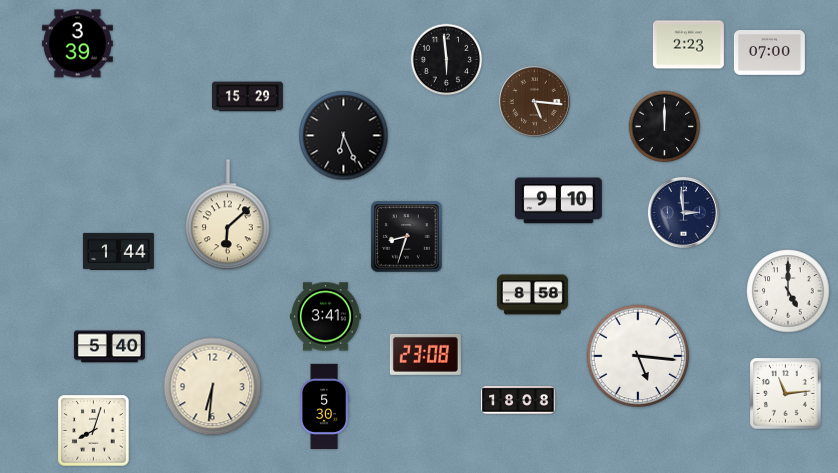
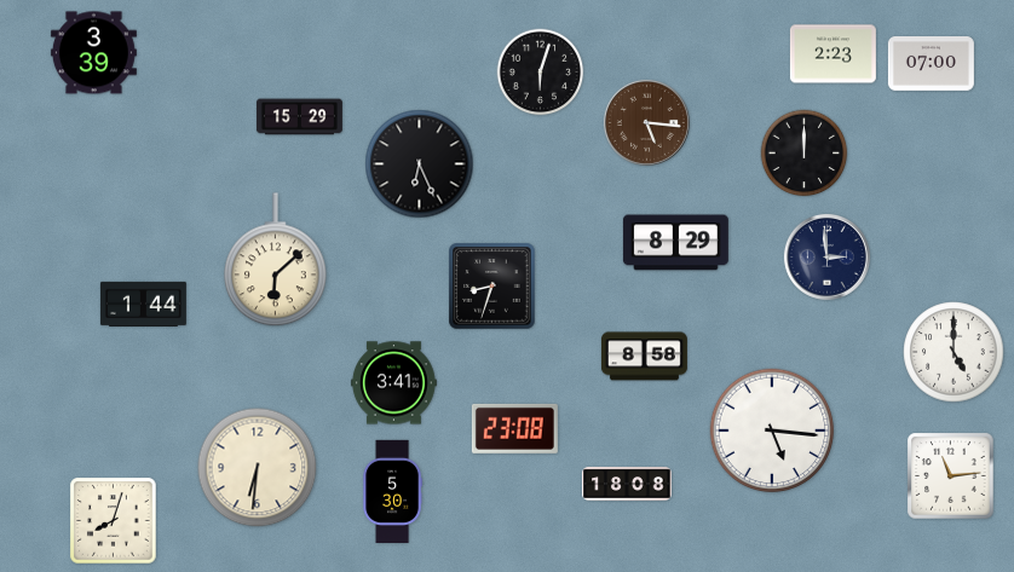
clock at (447, 60): 5:59 -> 6:03
clock at (344, 136) position: (344, 136) -> (420, 164)
clock at (558, 201): 9:10 -> 8:29
clock at (109, 347): 5:40 -> none
